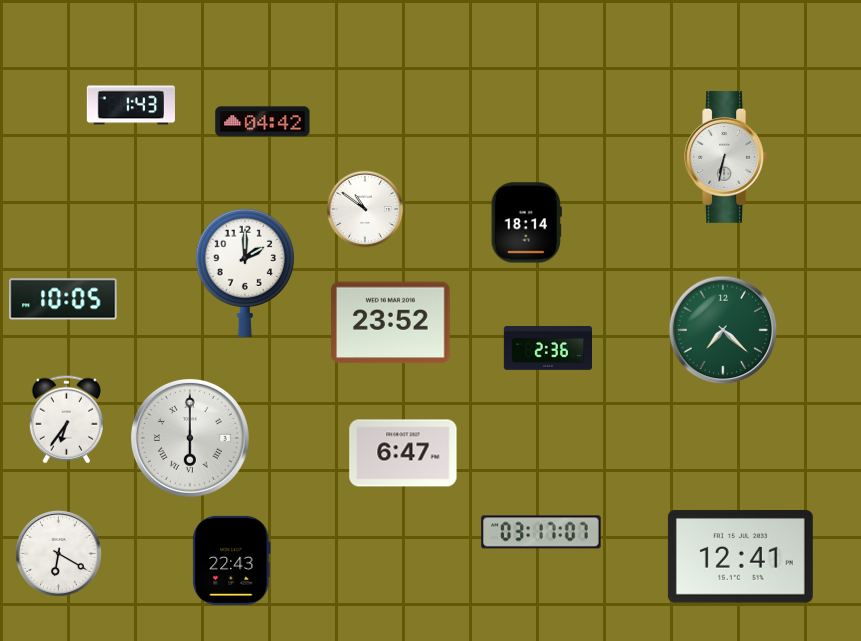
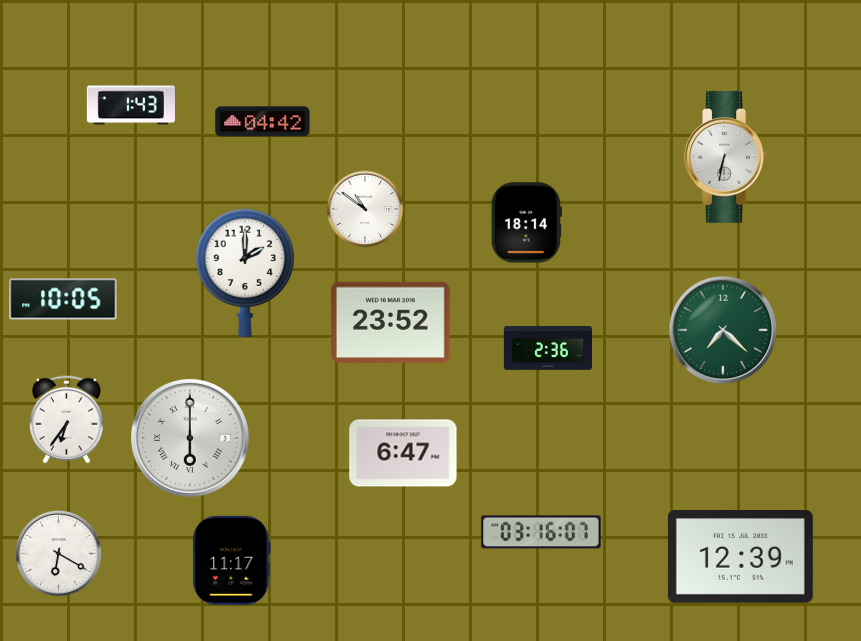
clock at (541, 532): 03:17 -> 03:16
clock at (740, 557): 12:41 -> 12:39
clock at (232, 560): 22:43 -> 11:17
